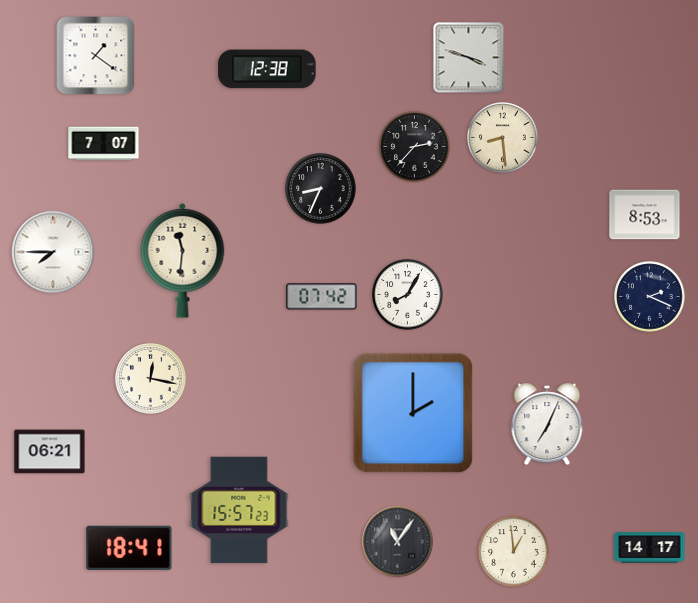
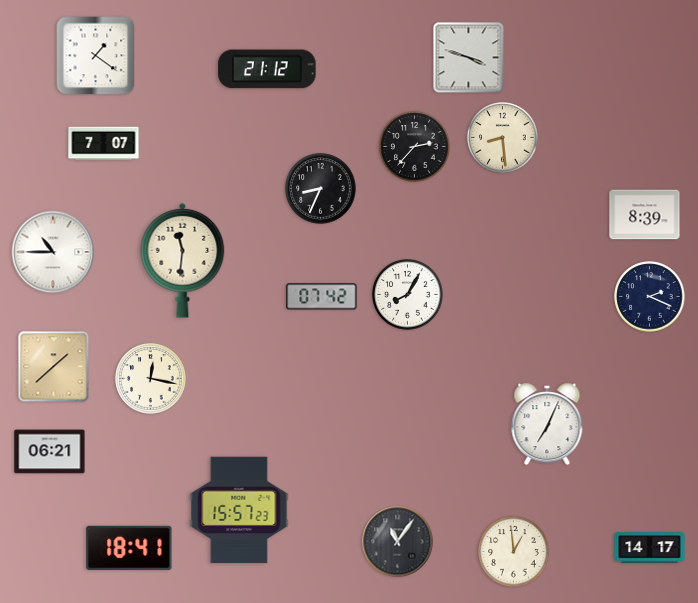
clock at (267, 69): 12:38 -> 21:12
clock at (645, 215): 8:53 -> 8:39
clock at (53, 252): 7:45 -> 10:45
clock at (54, 367): none -> 1:38
clock at (413, 413): 2:00 -> none
